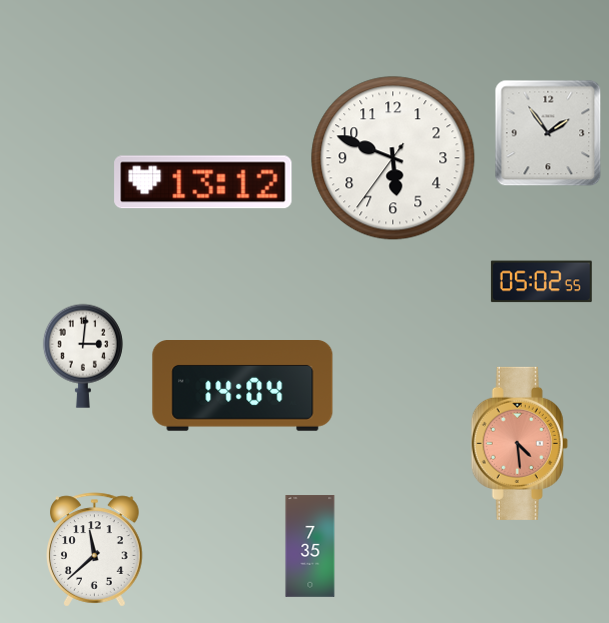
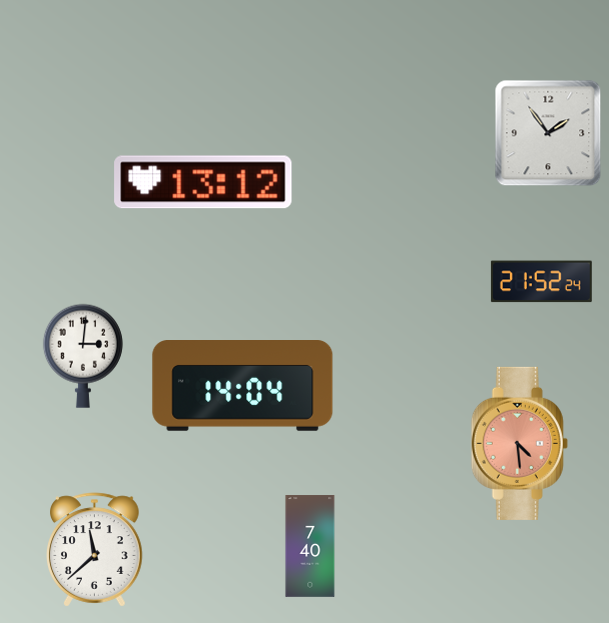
clock at (393, 158): 5:48 -> none
clock at (541, 282): 05:02 -> 21:52
clock at (310, 546): 7:35 -> 7:40
